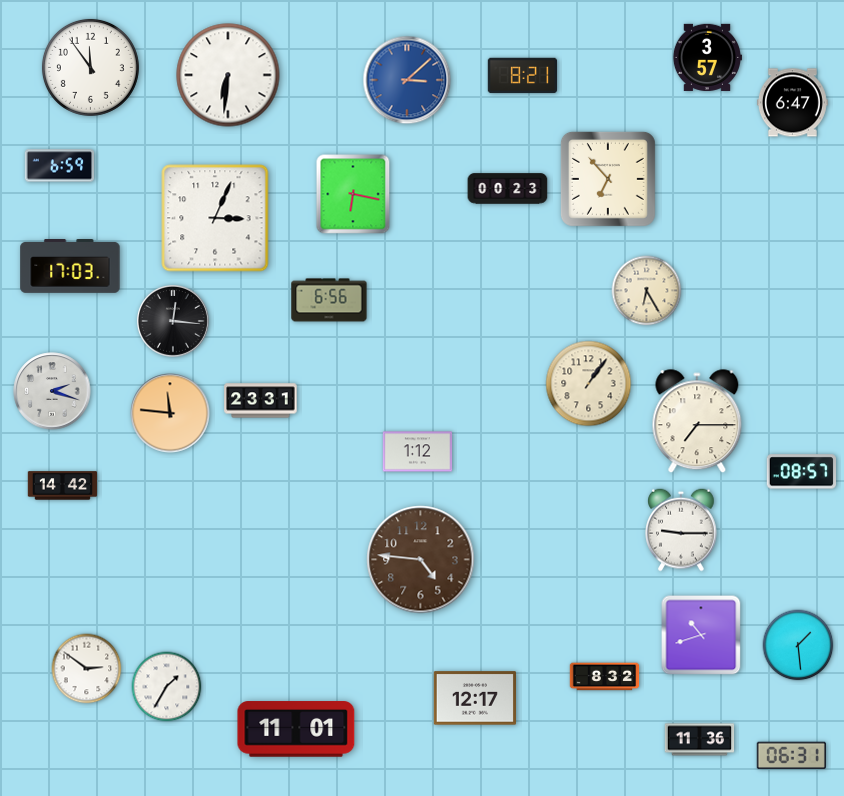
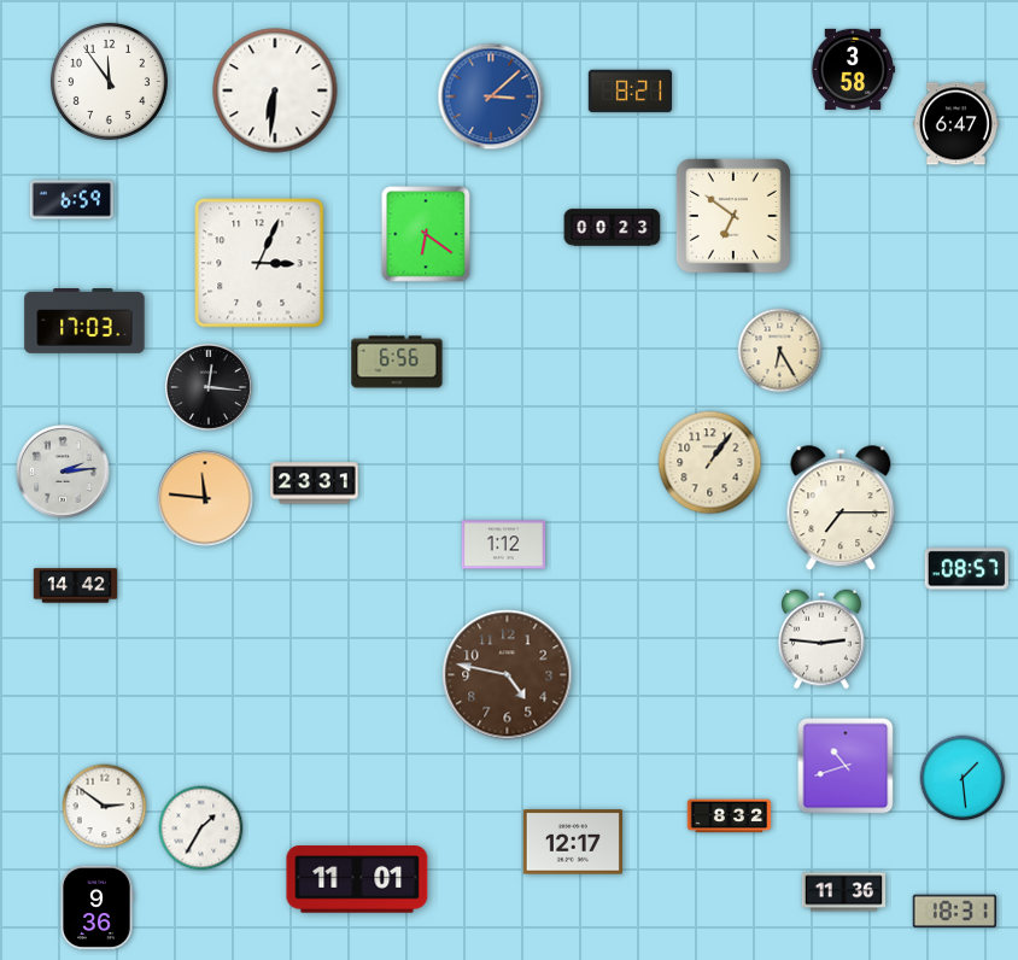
clock at (707, 57): 3:57 -> 3:58
clock at (608, 179): 6:53 -> 6:51
clock at (353, 194): 6:17 -> 6:21
clock at (52, 391): 2:18 -> 2:14
clock at (681, 530): 9:15 -> 2:46
clock at (421, 560): 4:46 -> 4:47
clock at (96, 908): none -> 9:36
clock at (791, 756): 06:31 -> 18:31
